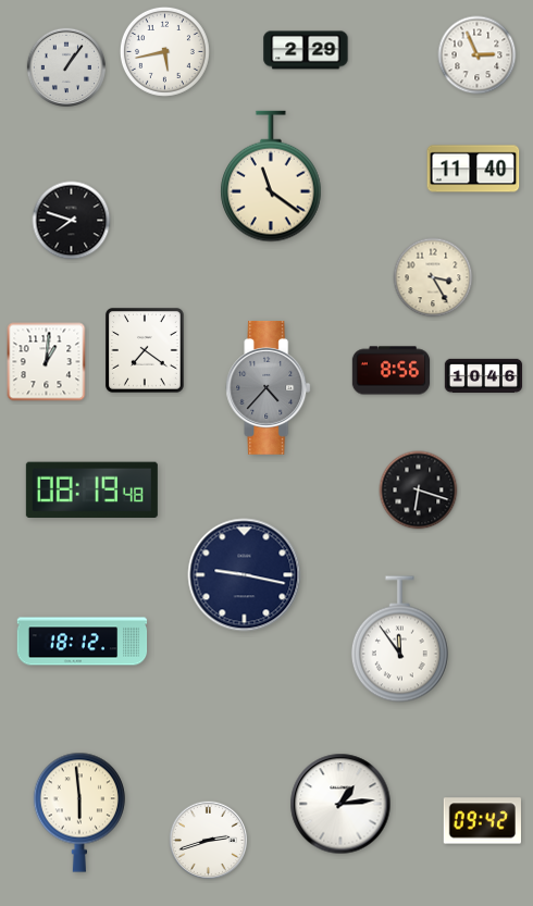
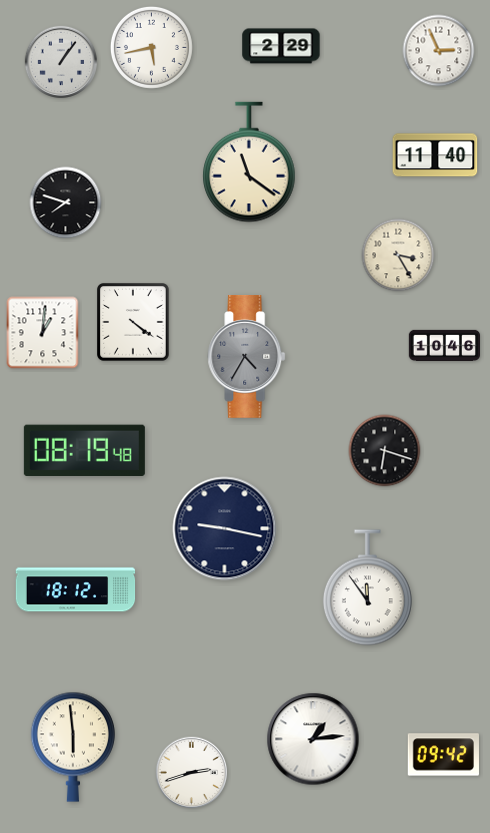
clock at (146, 351): 7:21 -> 4:21
clock at (392, 371): 8:56 -> none
clock at (269, 388): 4:37 -> 4:35
